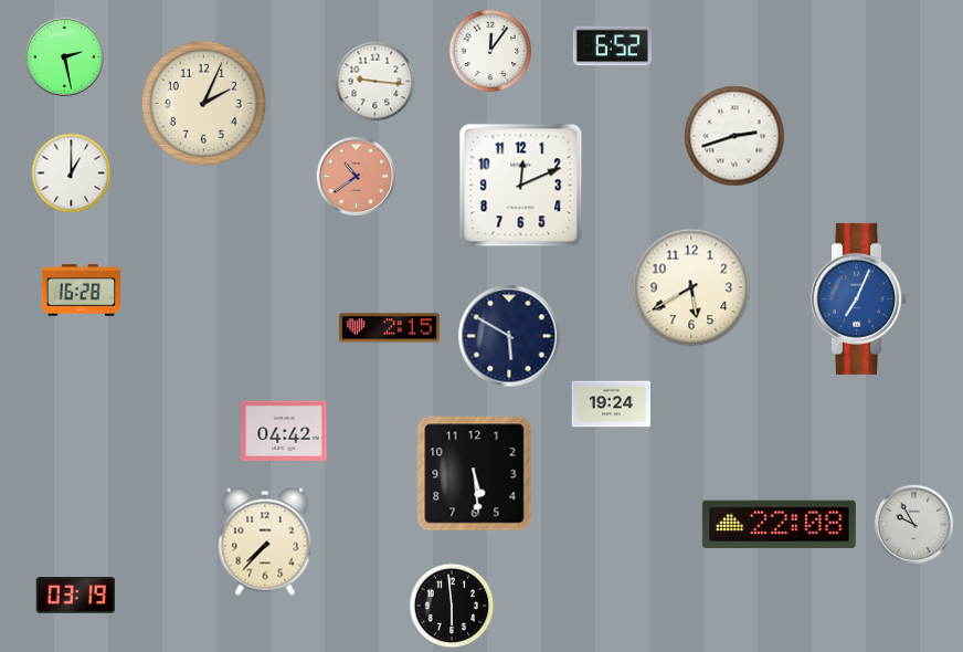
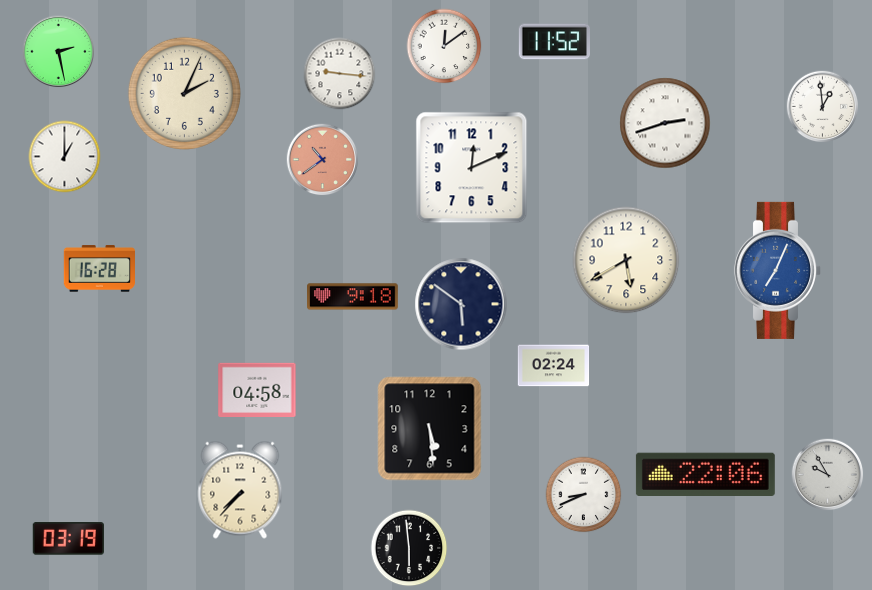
clock at (612, 46): 6:52 -> 11:52
clock at (490, 51): 12:06 -> 12:09
clock at (823, 107): none -> 12:59
clock at (81, 291) position: (81, 291) -> (99, 269)
clock at (390, 328): 2:15 -> 9:18
clock at (509, 336): 5:50 -> 5:51
clock at (612, 404): 19:24 -> 02:24
clock at (284, 430): 04:42 -> 04:58
clock at (779, 524): 22:08 -> 22:06
clock at (584, 495): none -> 8:41
